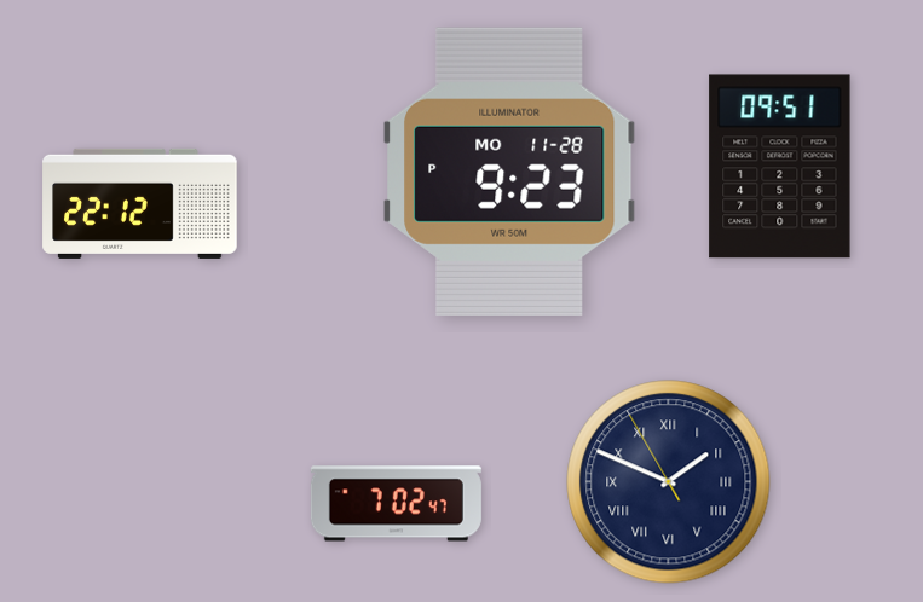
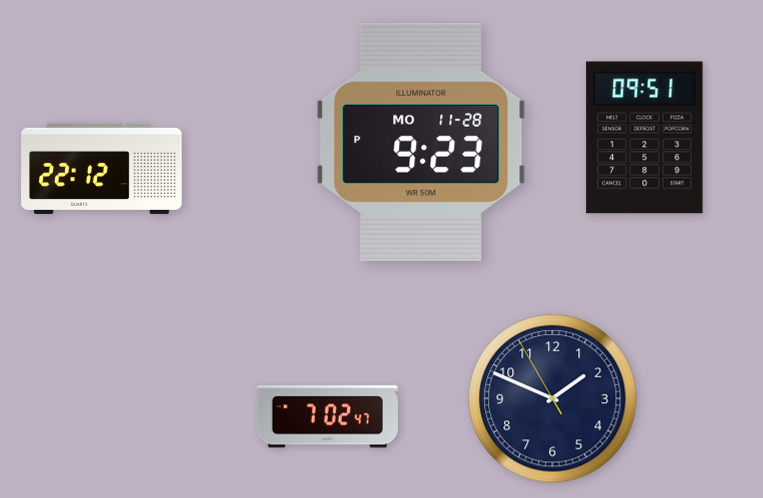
clock at (140, 203) position: (140, 203) -> (102, 168)
clock at (669, 482) numerals: Roman -> Arabic
